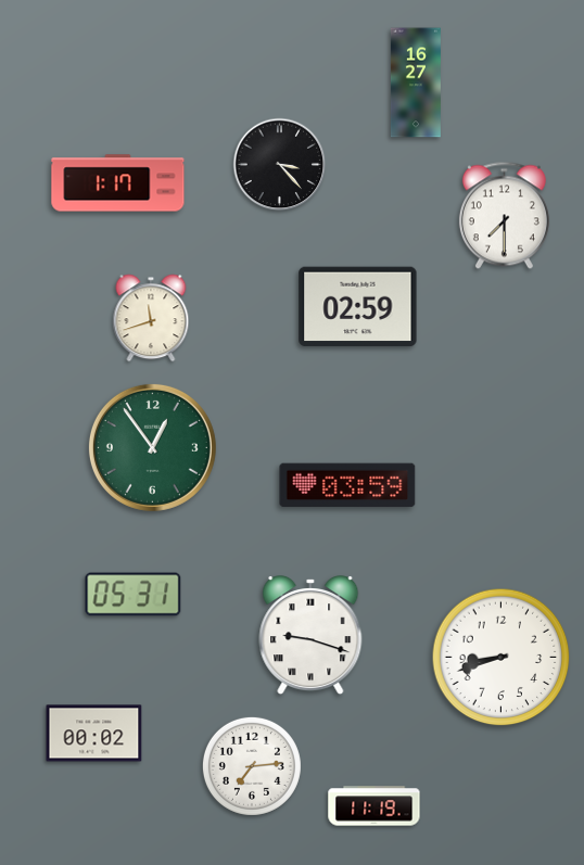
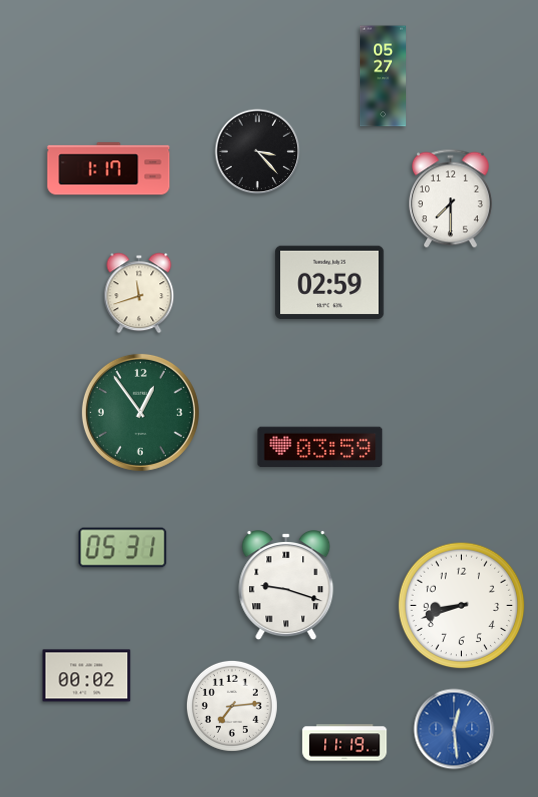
clock at (416, 82): 16:27 -> 05:27
clock at (504, 216) position: (504, 216) -> (450, 199)
clock at (454, 729): none -> 12:29
